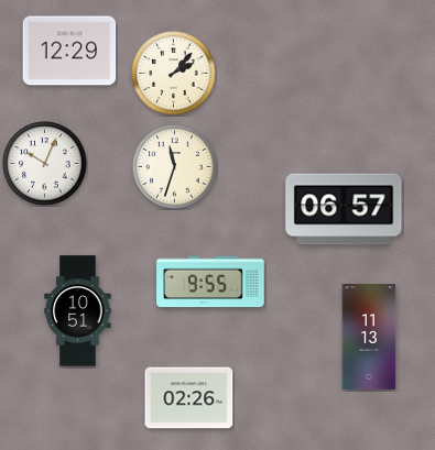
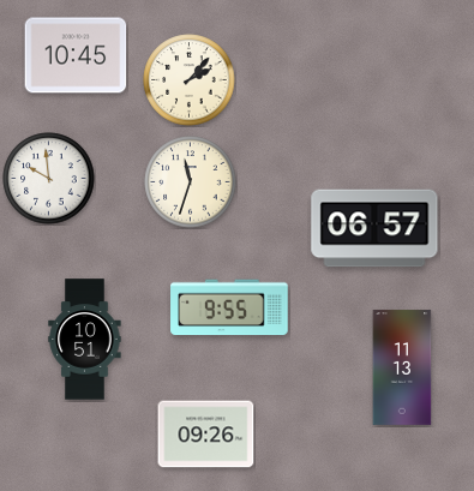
clock at (69, 51): 12:29 -> 10:45
clock at (45, 164): 10:04 -> 9:59
clock at (189, 398): 02:26 -> 09:26
